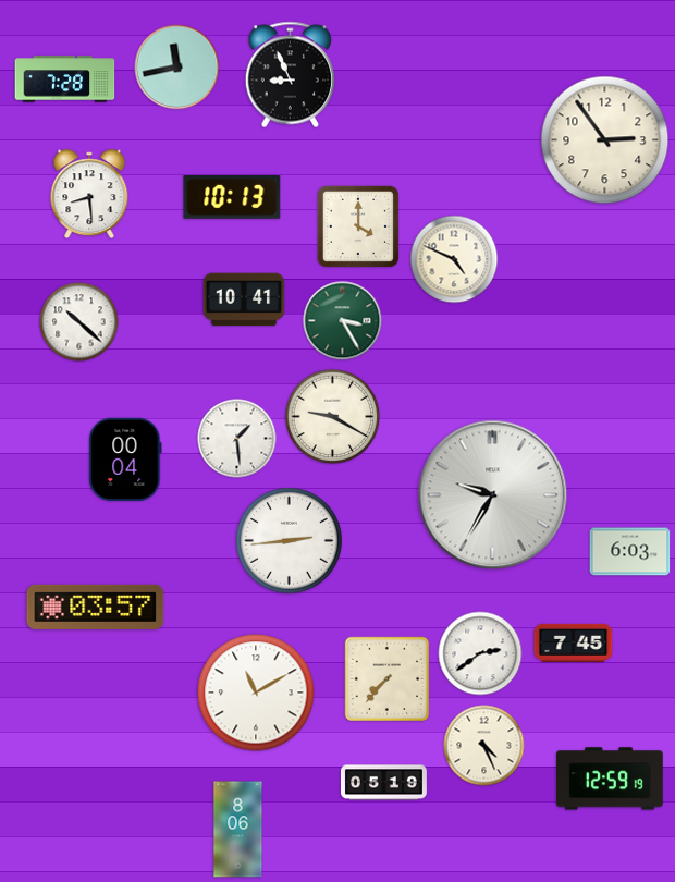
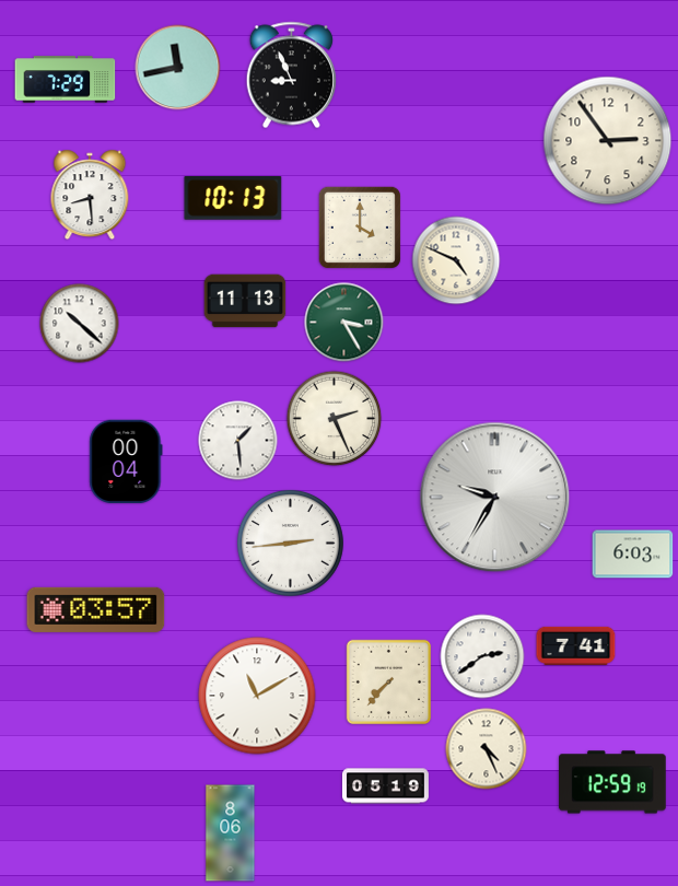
clock at (65, 79): 7:28 -> 7:29
clock at (244, 299): 10:41 -> 11:13
clock at (333, 417): 9:20 -> 2:26
clock at (574, 642): 7:45 -> 7:41
clock at (238, 830) position: (238, 830) -> (231, 833)
